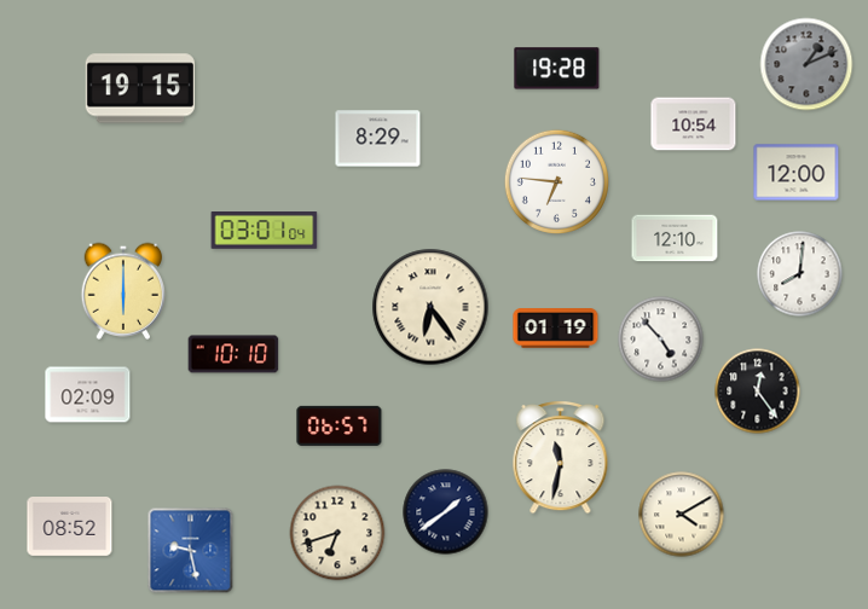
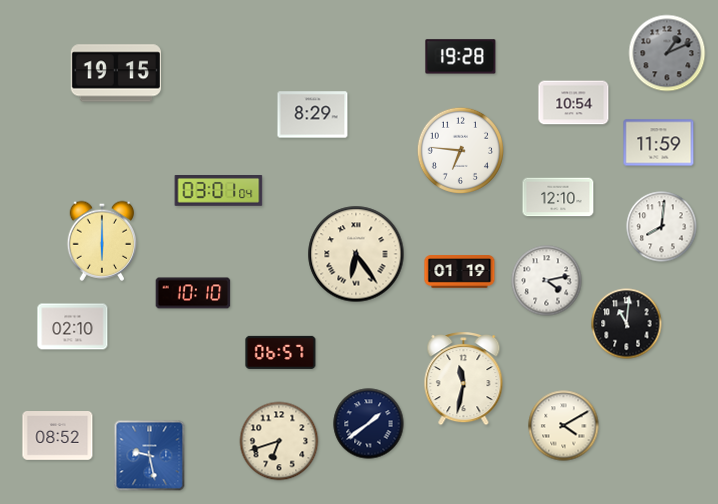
clock at (797, 173): 12:00 -> 11:59
clock at (661, 340): 4:53 -> 4:13
clock at (758, 391): 12:24 -> 11:01
clock at (88, 395): 02:09 -> 02:10
clock at (191, 551) position: (191, 551) -> (150, 456)
